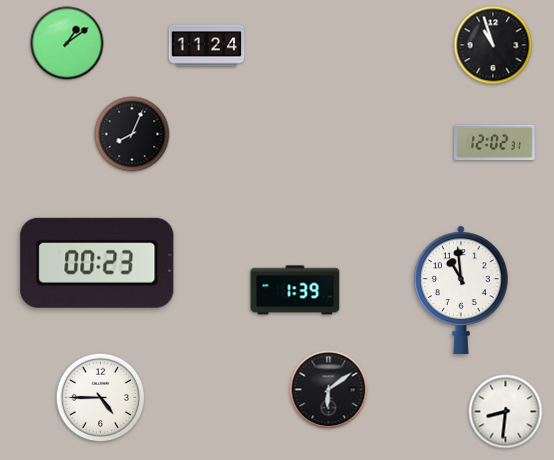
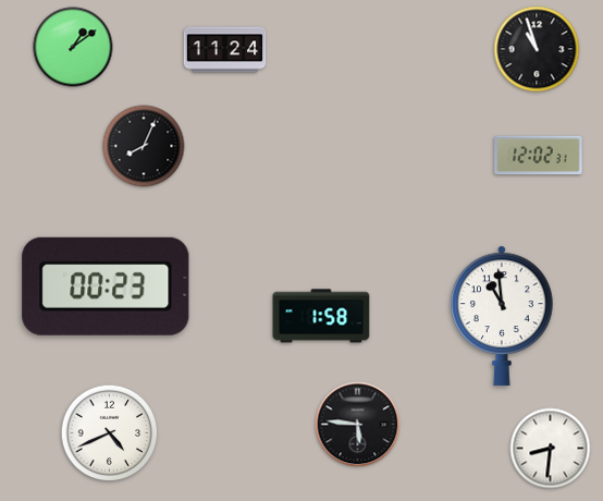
clock at (295, 290): 1:39 -> 1:58
clock at (329, 390): 6:09 -> 5:46
clock at (101, 398): 4:45 -> 4:41
